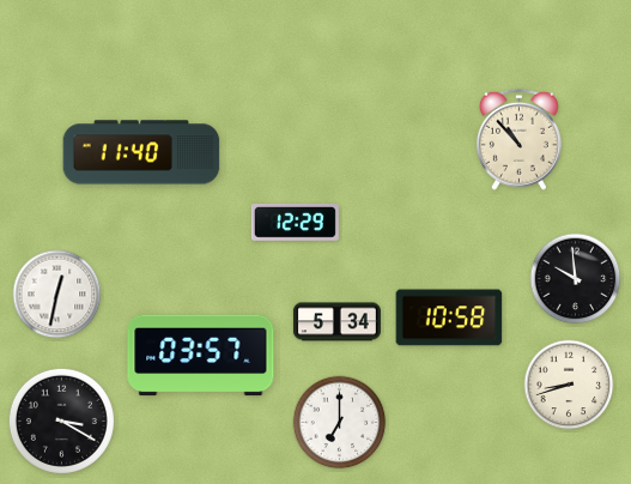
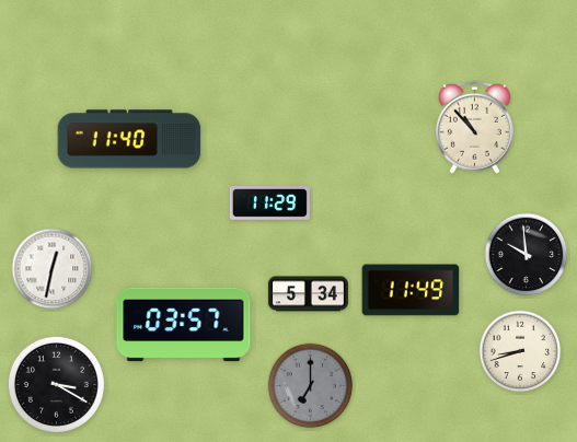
clock at (295, 223): 12:29 -> 11:29
clock at (449, 317): 10:58 -> 11:49
clock at (340, 423) dial: white -> grey
